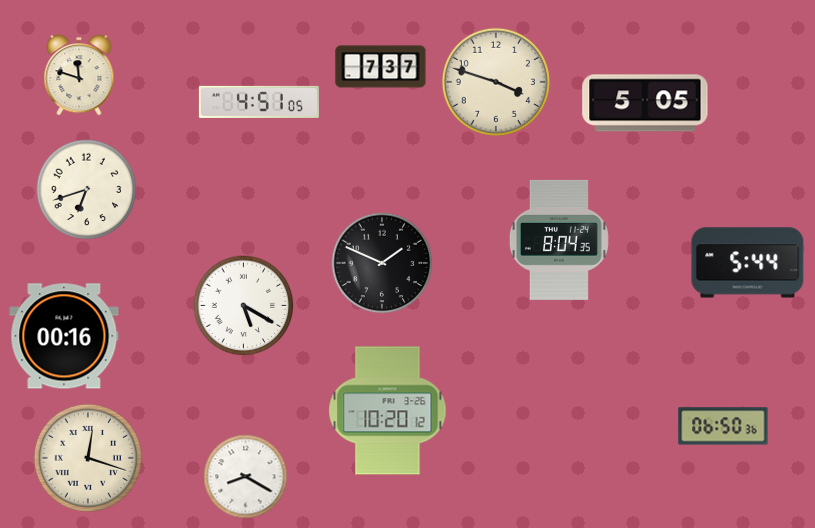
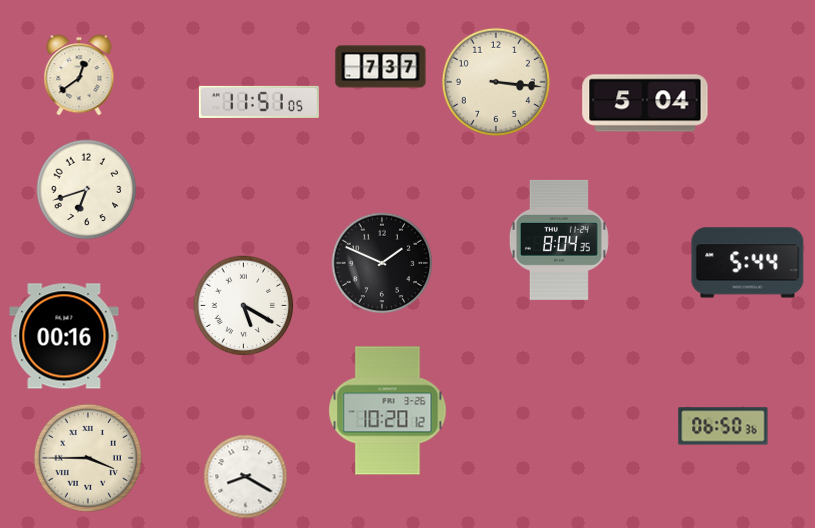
clock at (79, 75): 11:48 -> 12:39
clock at (496, 82): 3:48 -> 3:16
clock at (259, 102): 4:51 -> 11:51
clock at (645, 103): 5:05 -> 5:04
clock at (88, 458): 12:18 -> 3:45
